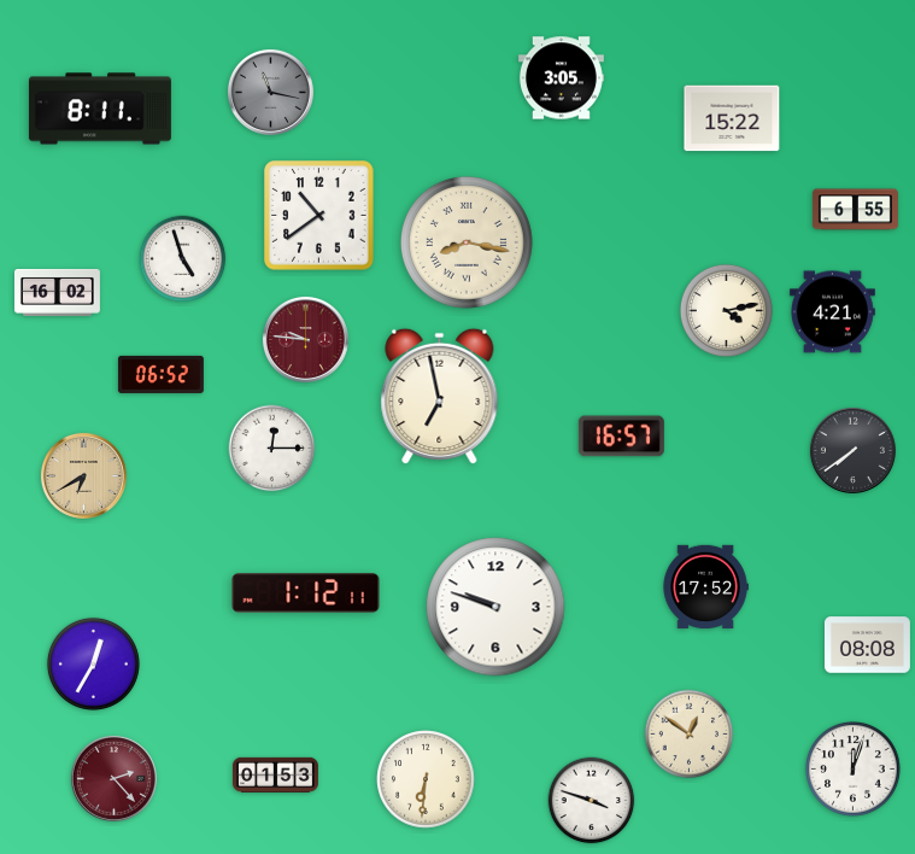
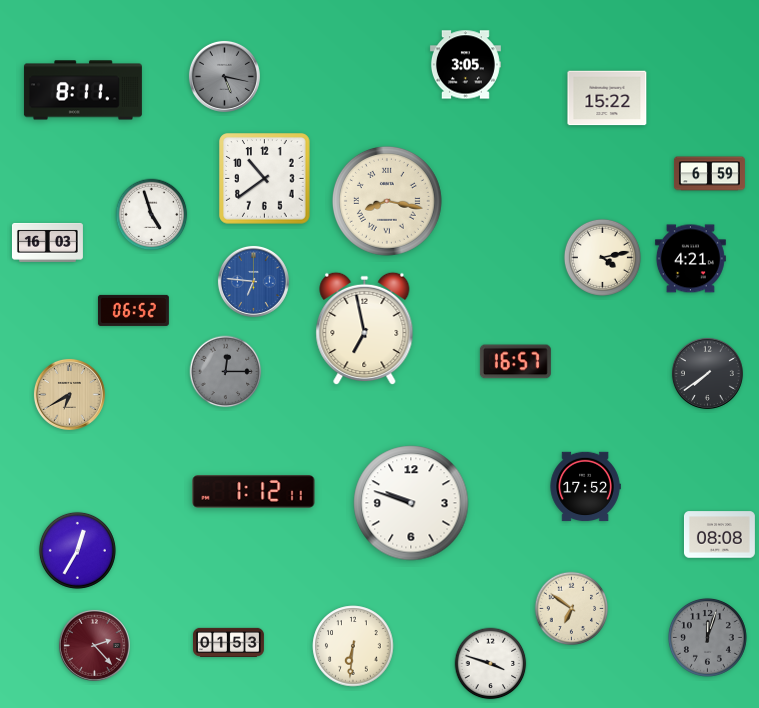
clock at (270, 92): 11:17 -> 5:17
clock at (855, 210): 6:55 -> 6:59
clock at (57, 292): 16:02 -> 16:03
clock at (305, 339): 9:46 -> 6:46
clock at (305, 339) dial: burgundy -> blue
clock at (272, 449) dial: white -> grey
clock at (690, 735): 12:51 -> 6:51
clock at (852, 768) dial: white -> grey
